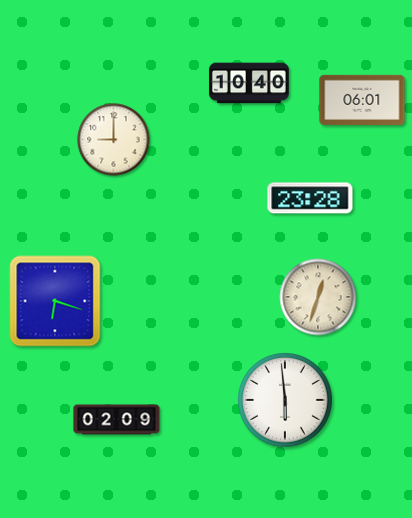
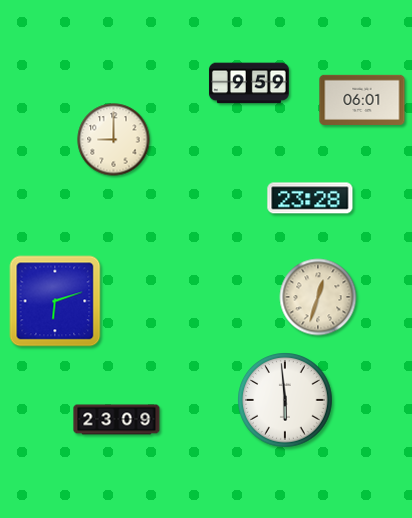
clock at (249, 83): 10:40 -> 9:59
clock at (55, 301): 6:18 -> 6:12
clock at (117, 420): 02:09 -> 23:09
